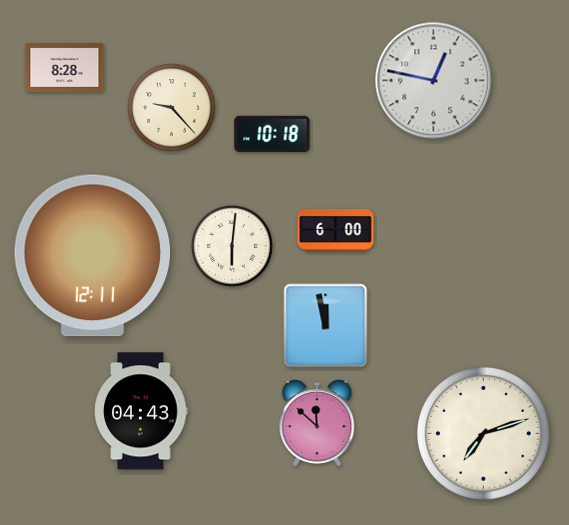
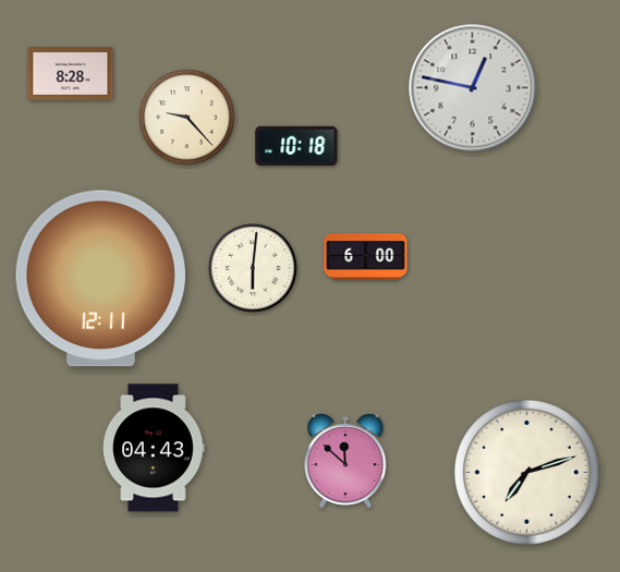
clock at (336, 231) position: (336, 231) -> (366, 257)
clock at (326, 326): 11:58 -> none
